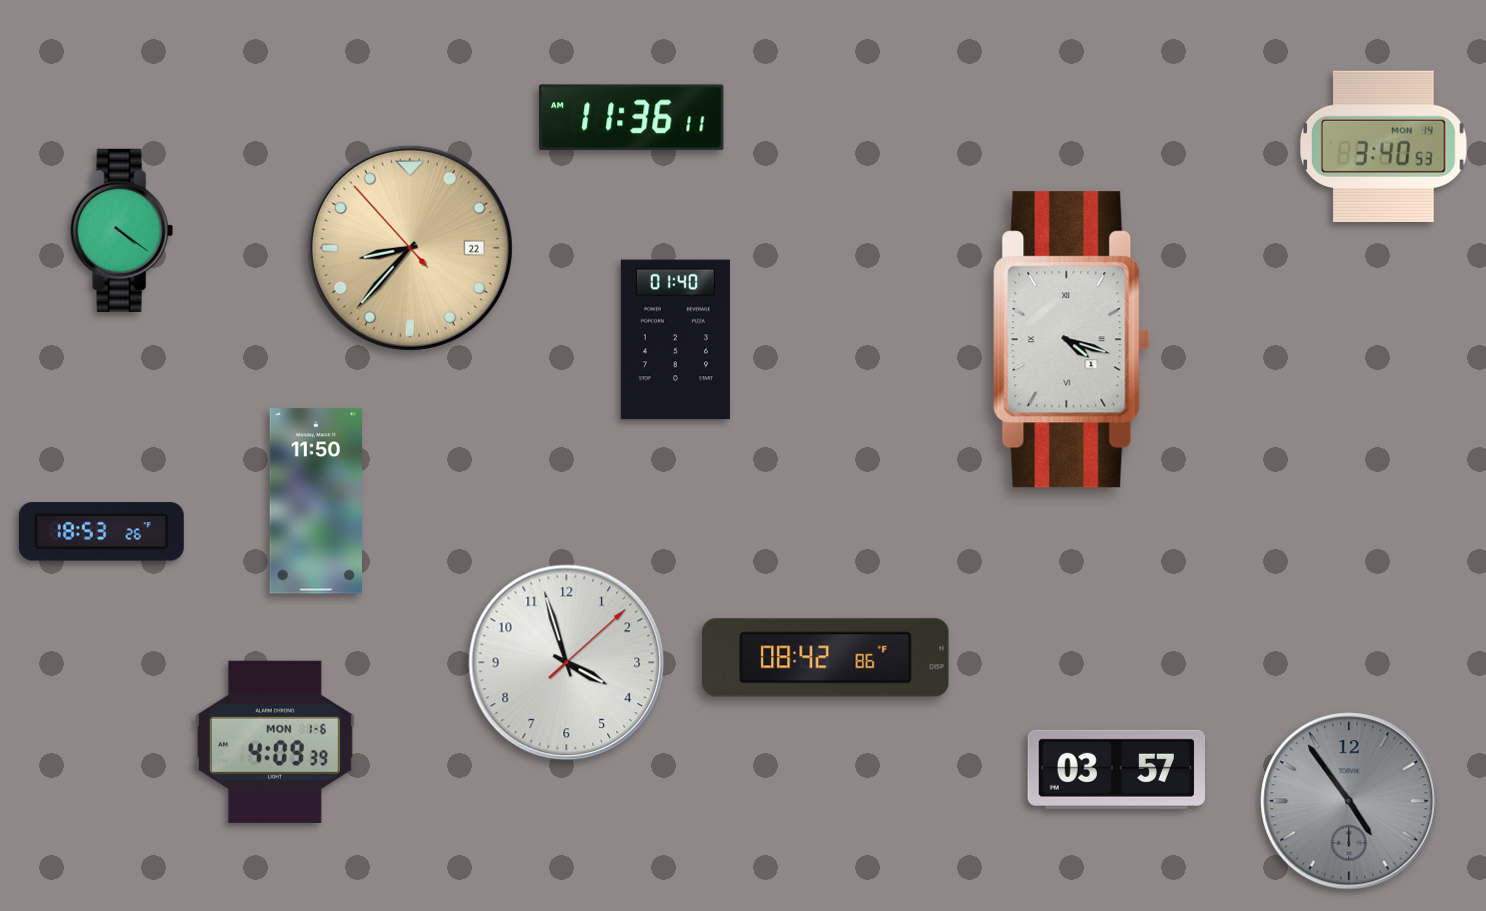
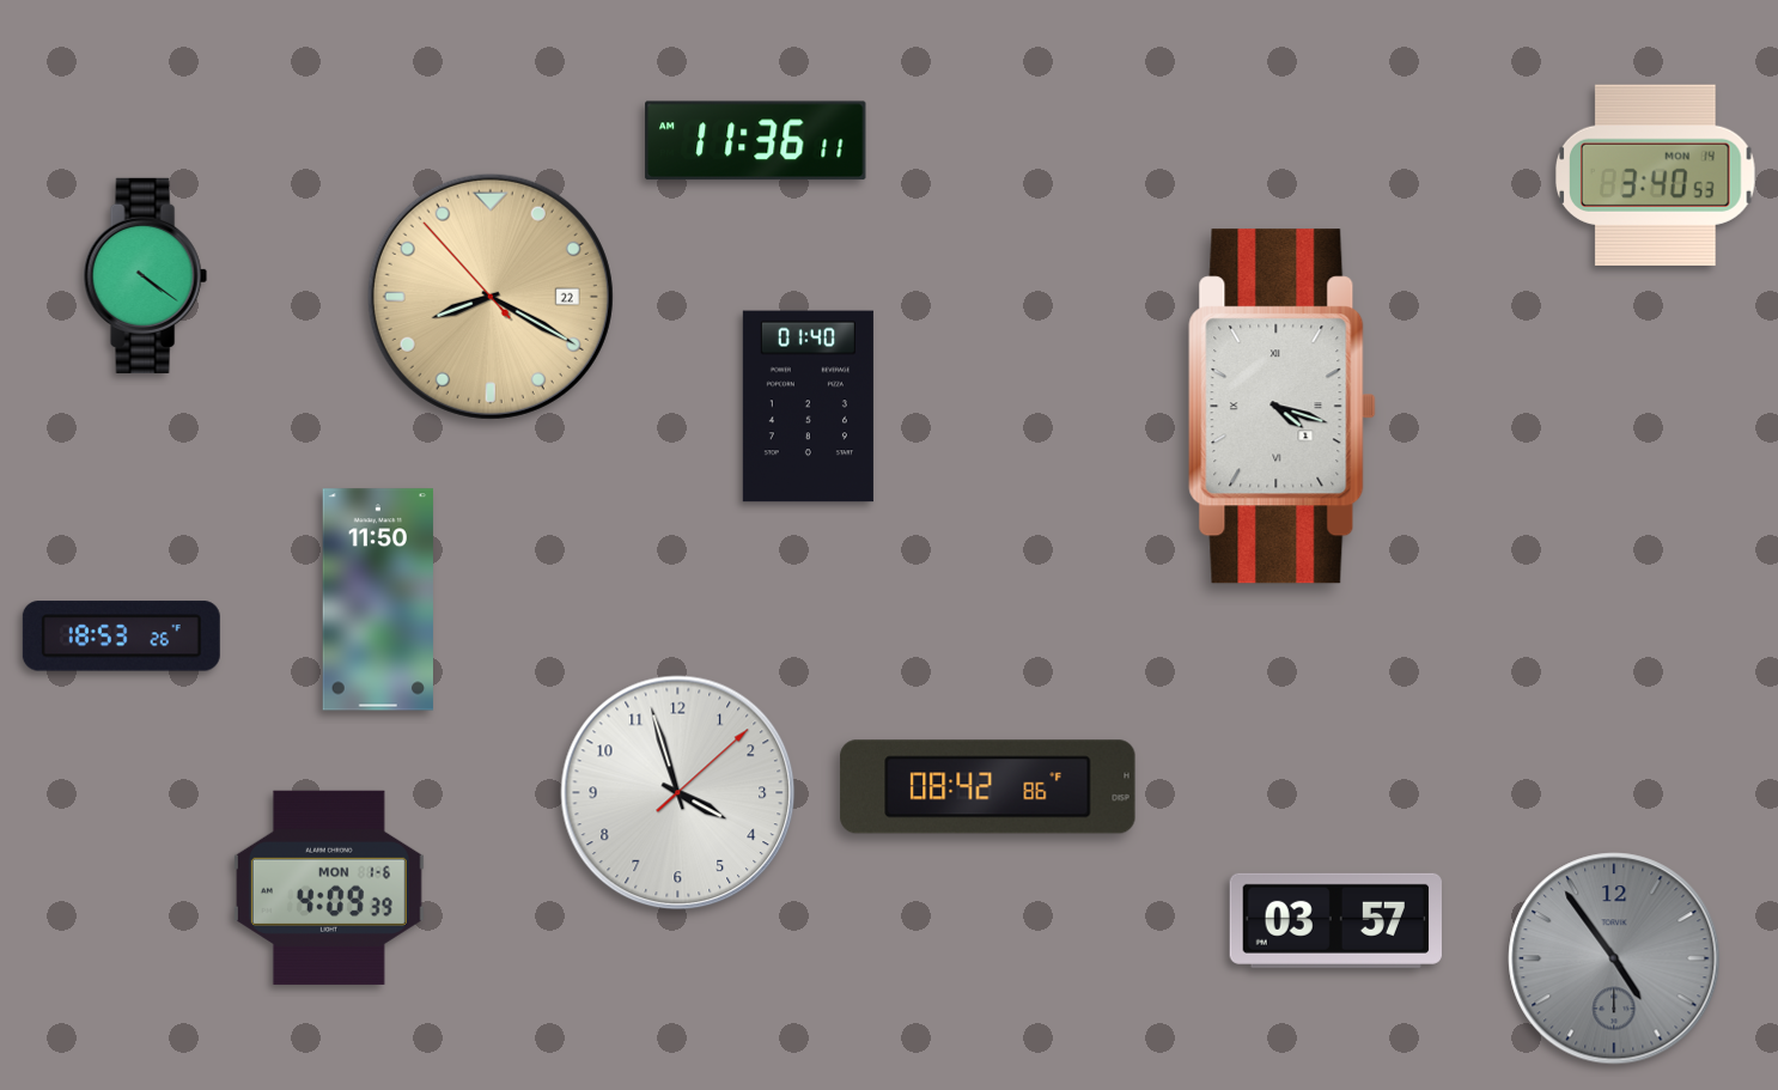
clock at (410, 248): 8:36 -> 8:19
